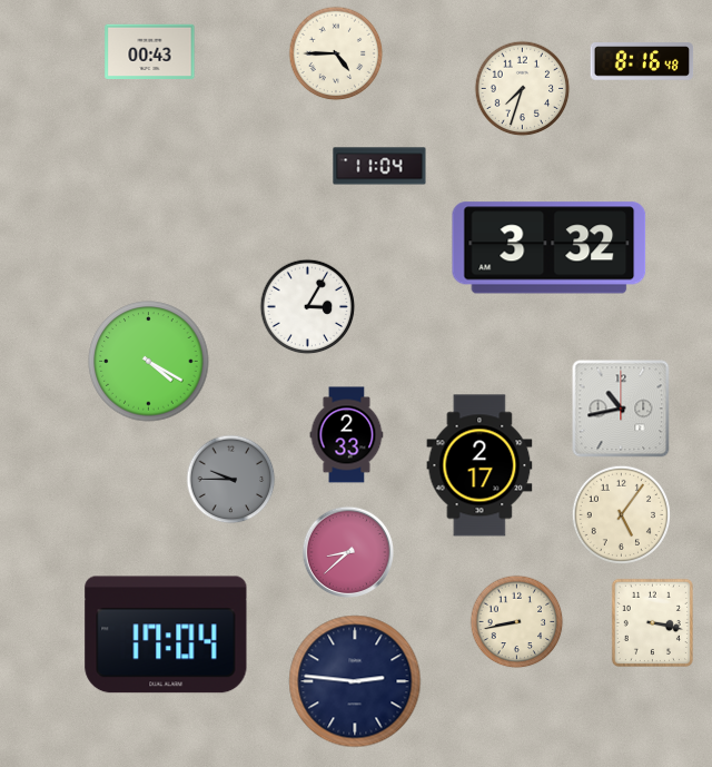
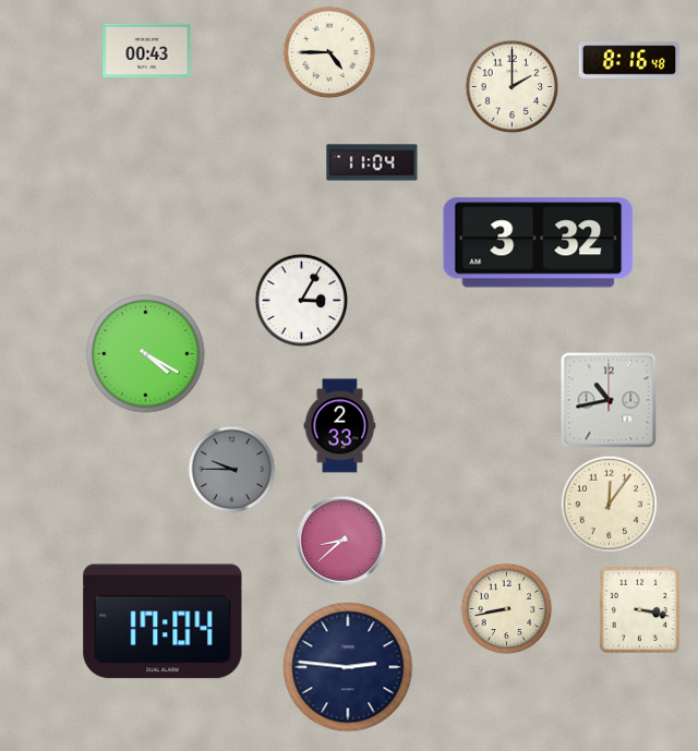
clock at (523, 89): 7:33 -> 2:00
clock at (479, 465): 2:17 -> none
clock at (231, 480) position: (231, 480) -> (232, 470)
clock at (621, 514): 5:06 -> 12:06
